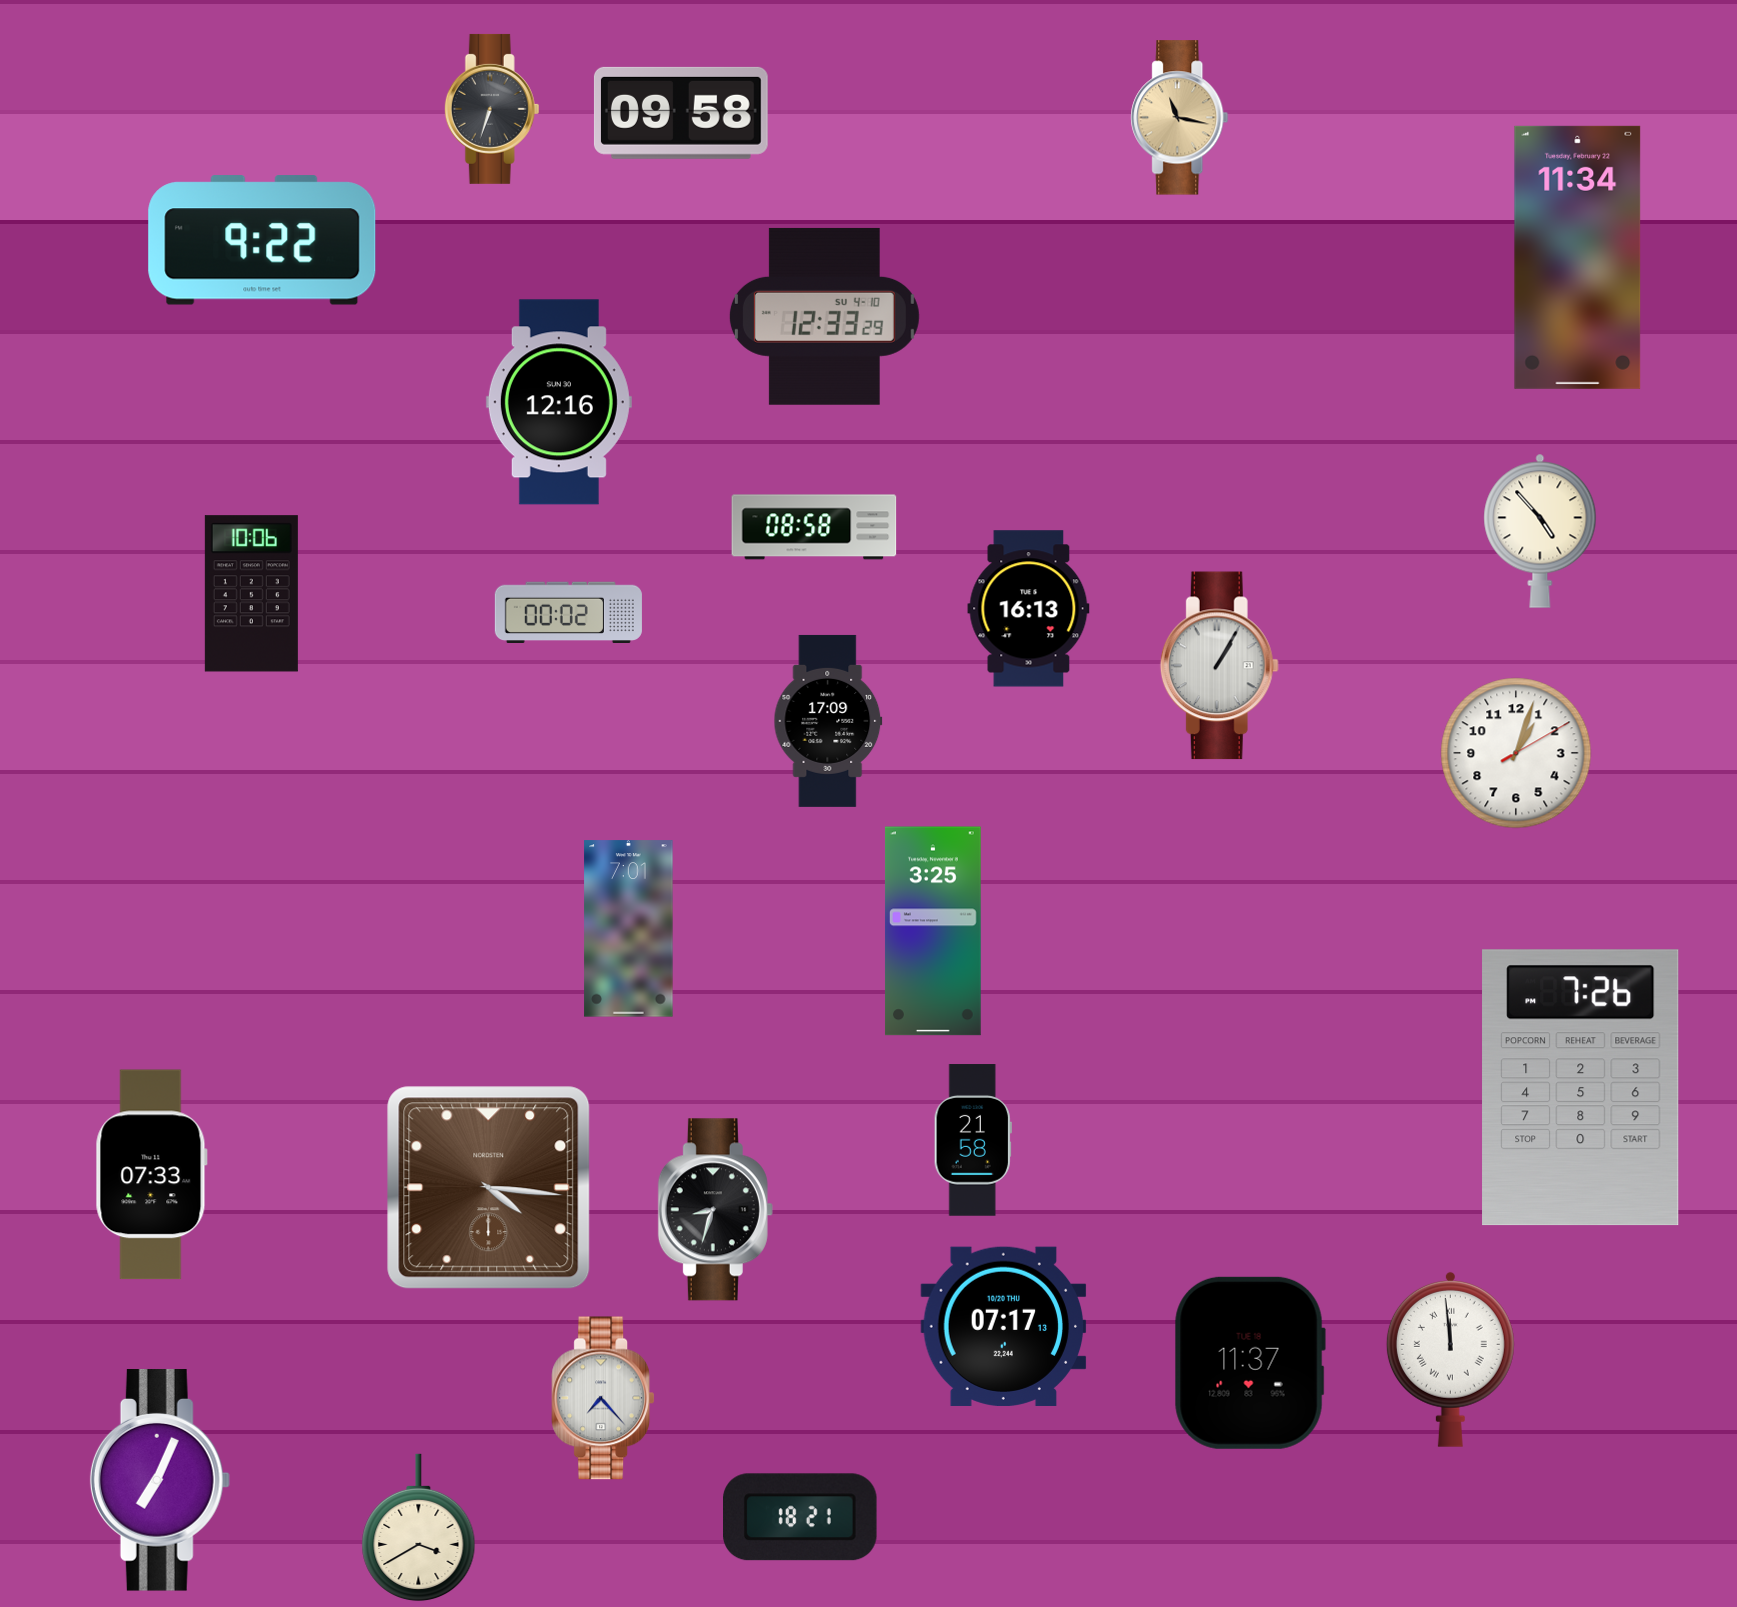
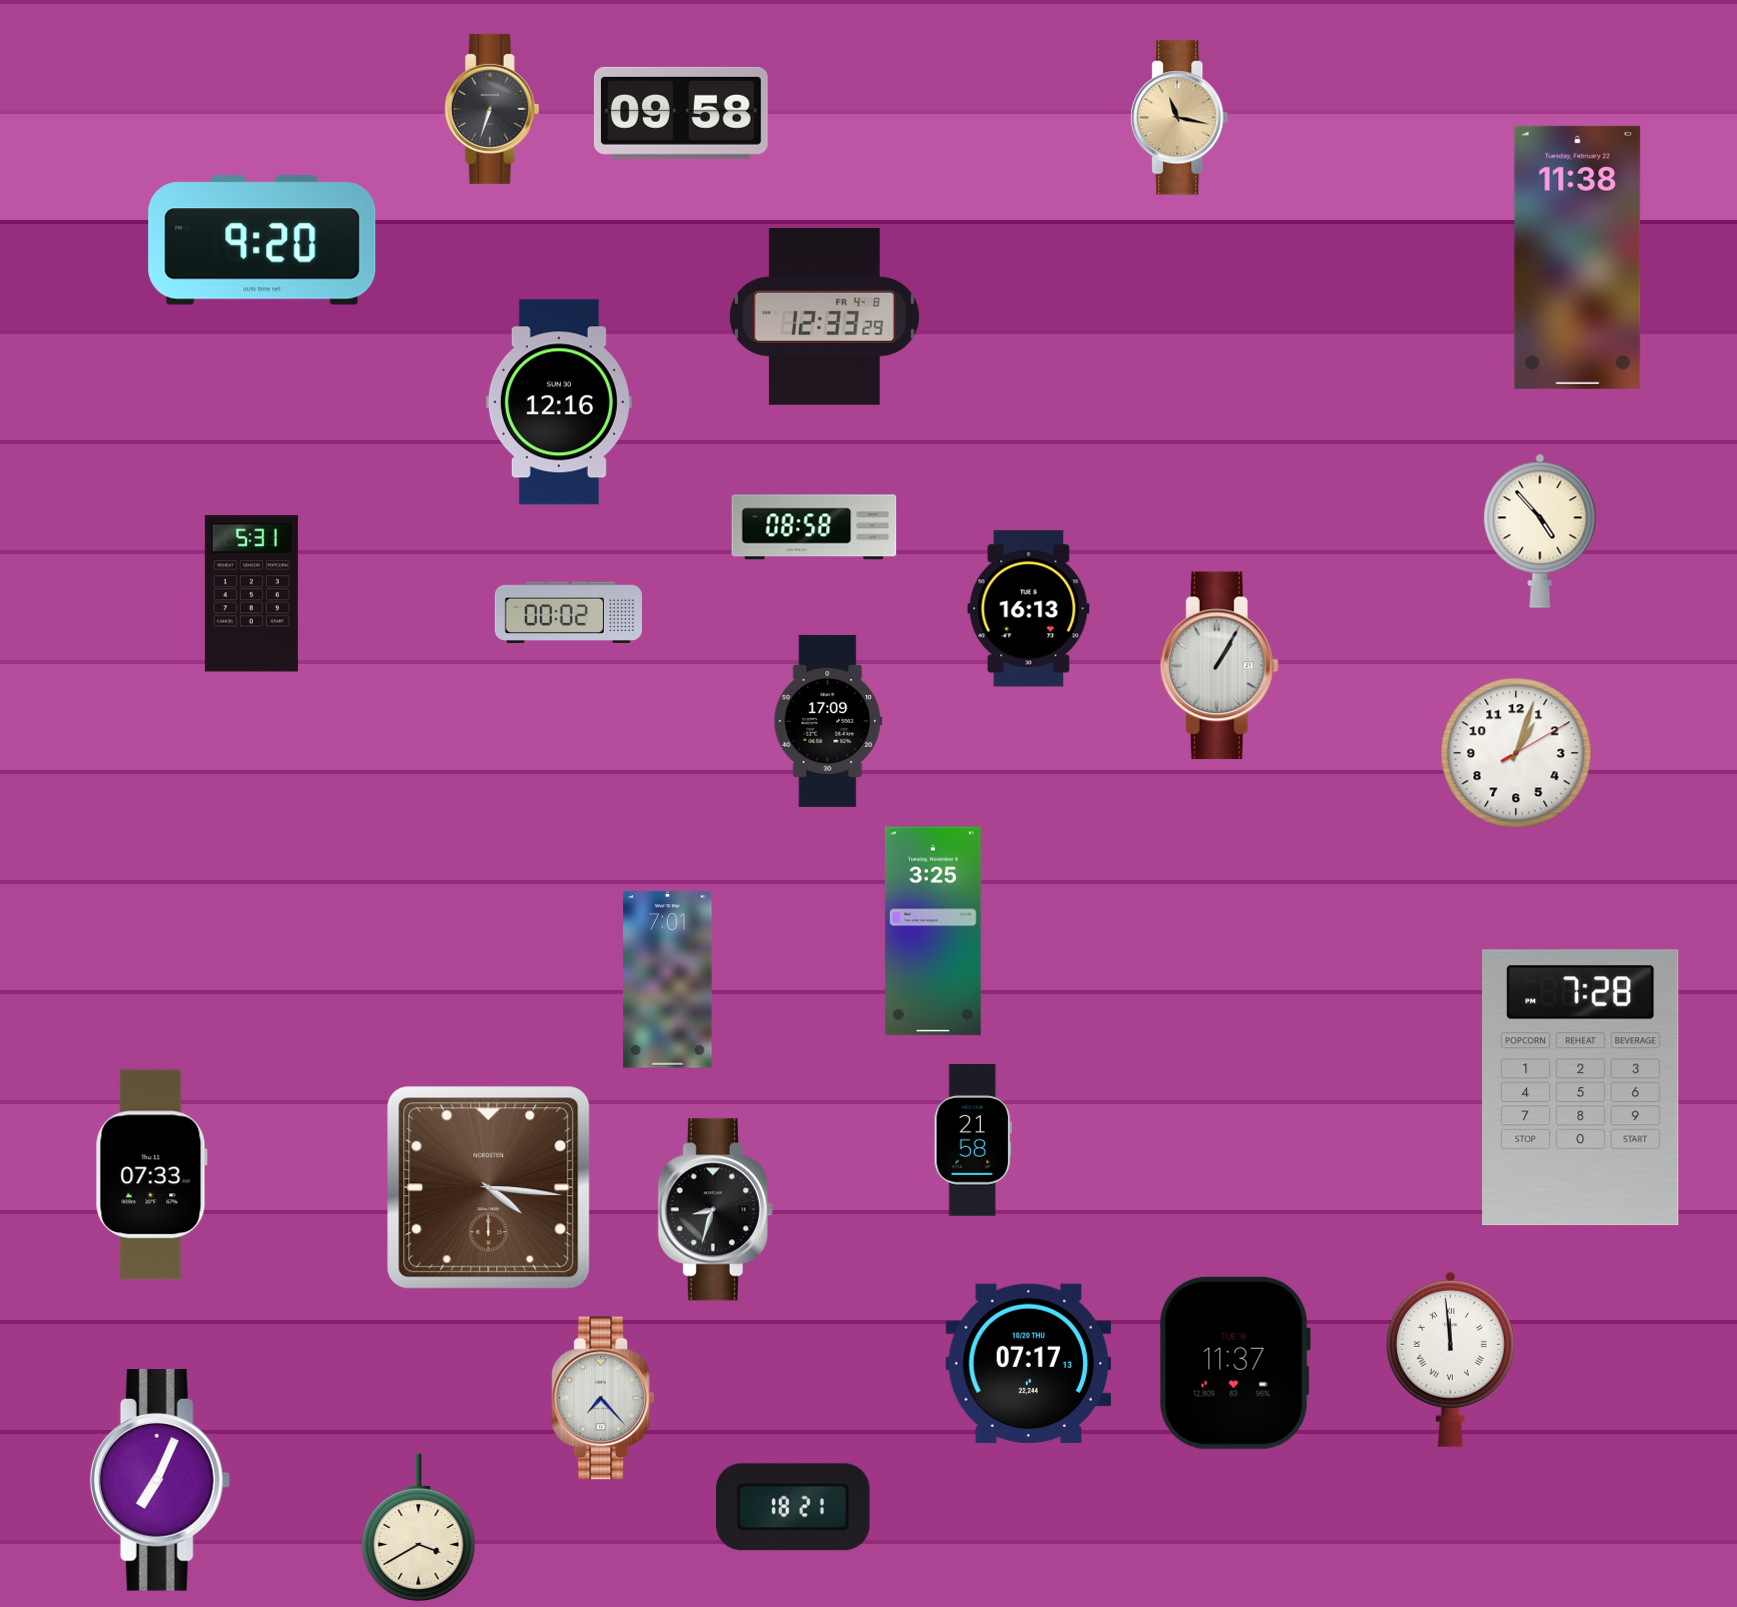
clock at (262, 240): 9:22 -> 9:20
clock at (1578, 257): 11:34 -> 11:38
clock at (824, 316) date: SU 4-10 -> FR 4-8
clock at (251, 594): 10:06 -> 5:31
clock at (629, 929) position: (629, 929) -> (668, 980)
clock at (1581, 1088): 7:26 -> 7:28
clock at (1004, 1326) position: (1004, 1326) -> (1029, 1363)
clock at (1250, 1363) position: (1250, 1363) -> (1235, 1363)
clock at (801, 1517) position: (801, 1517) -> (794, 1507)
